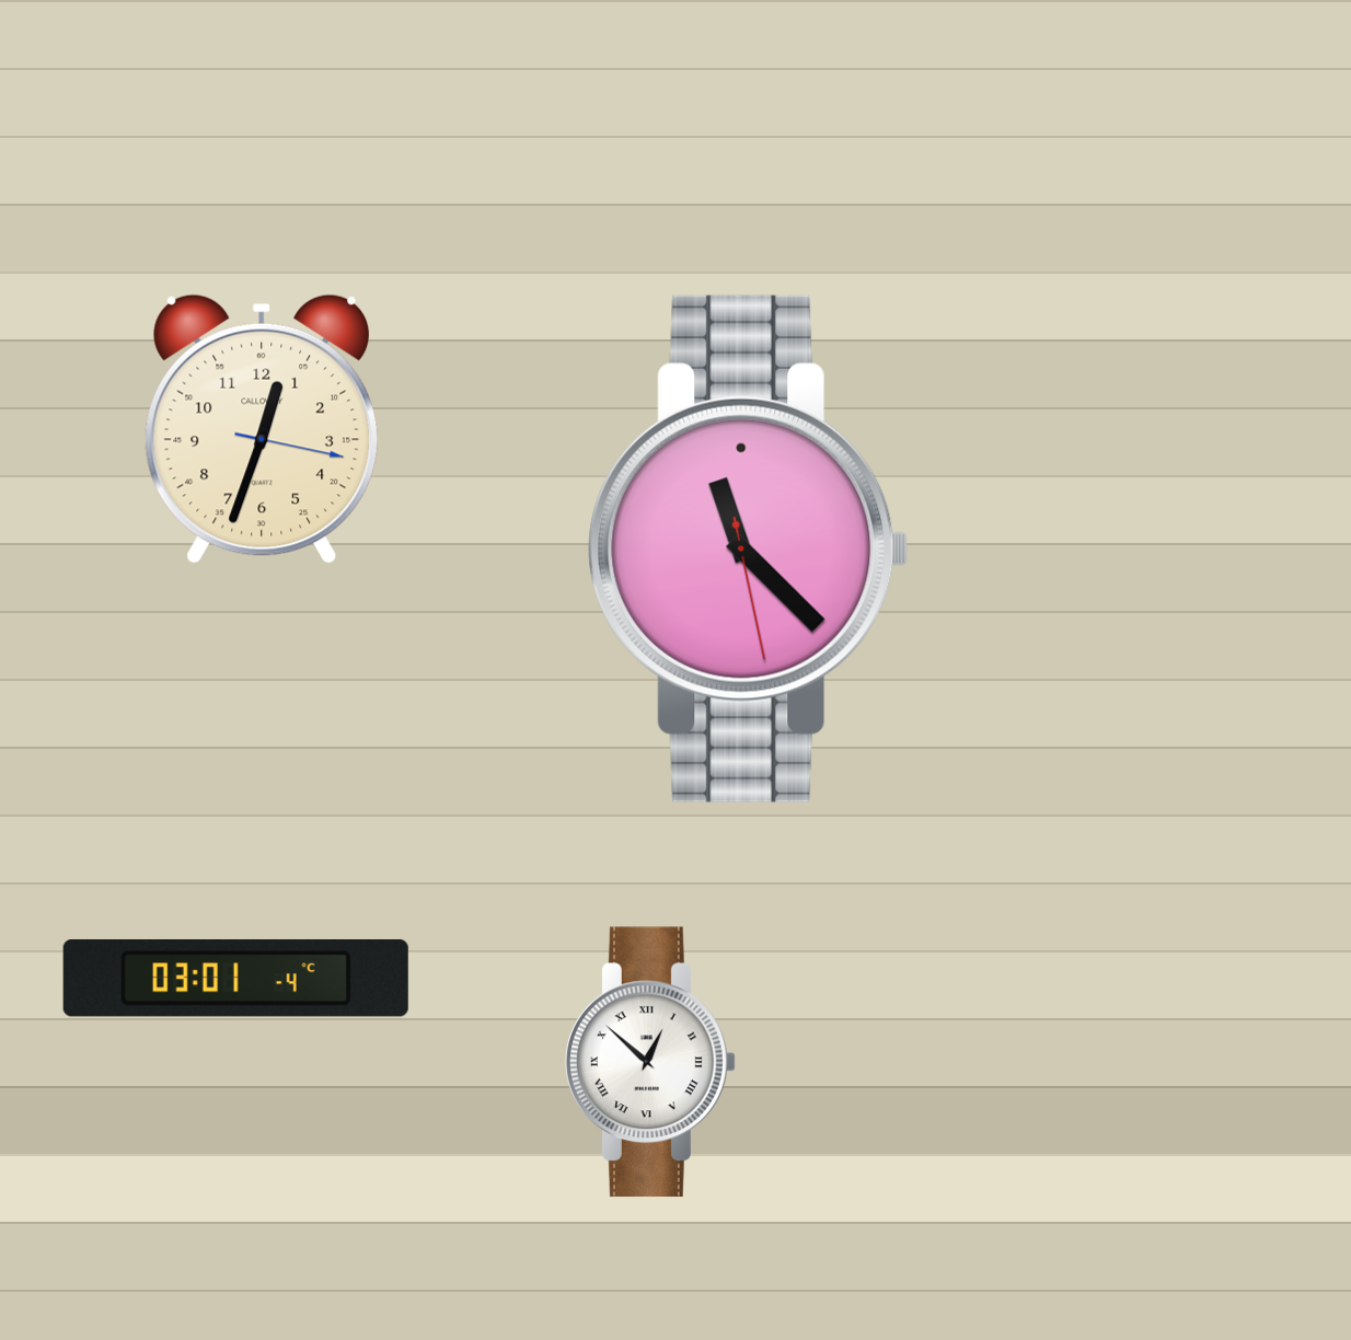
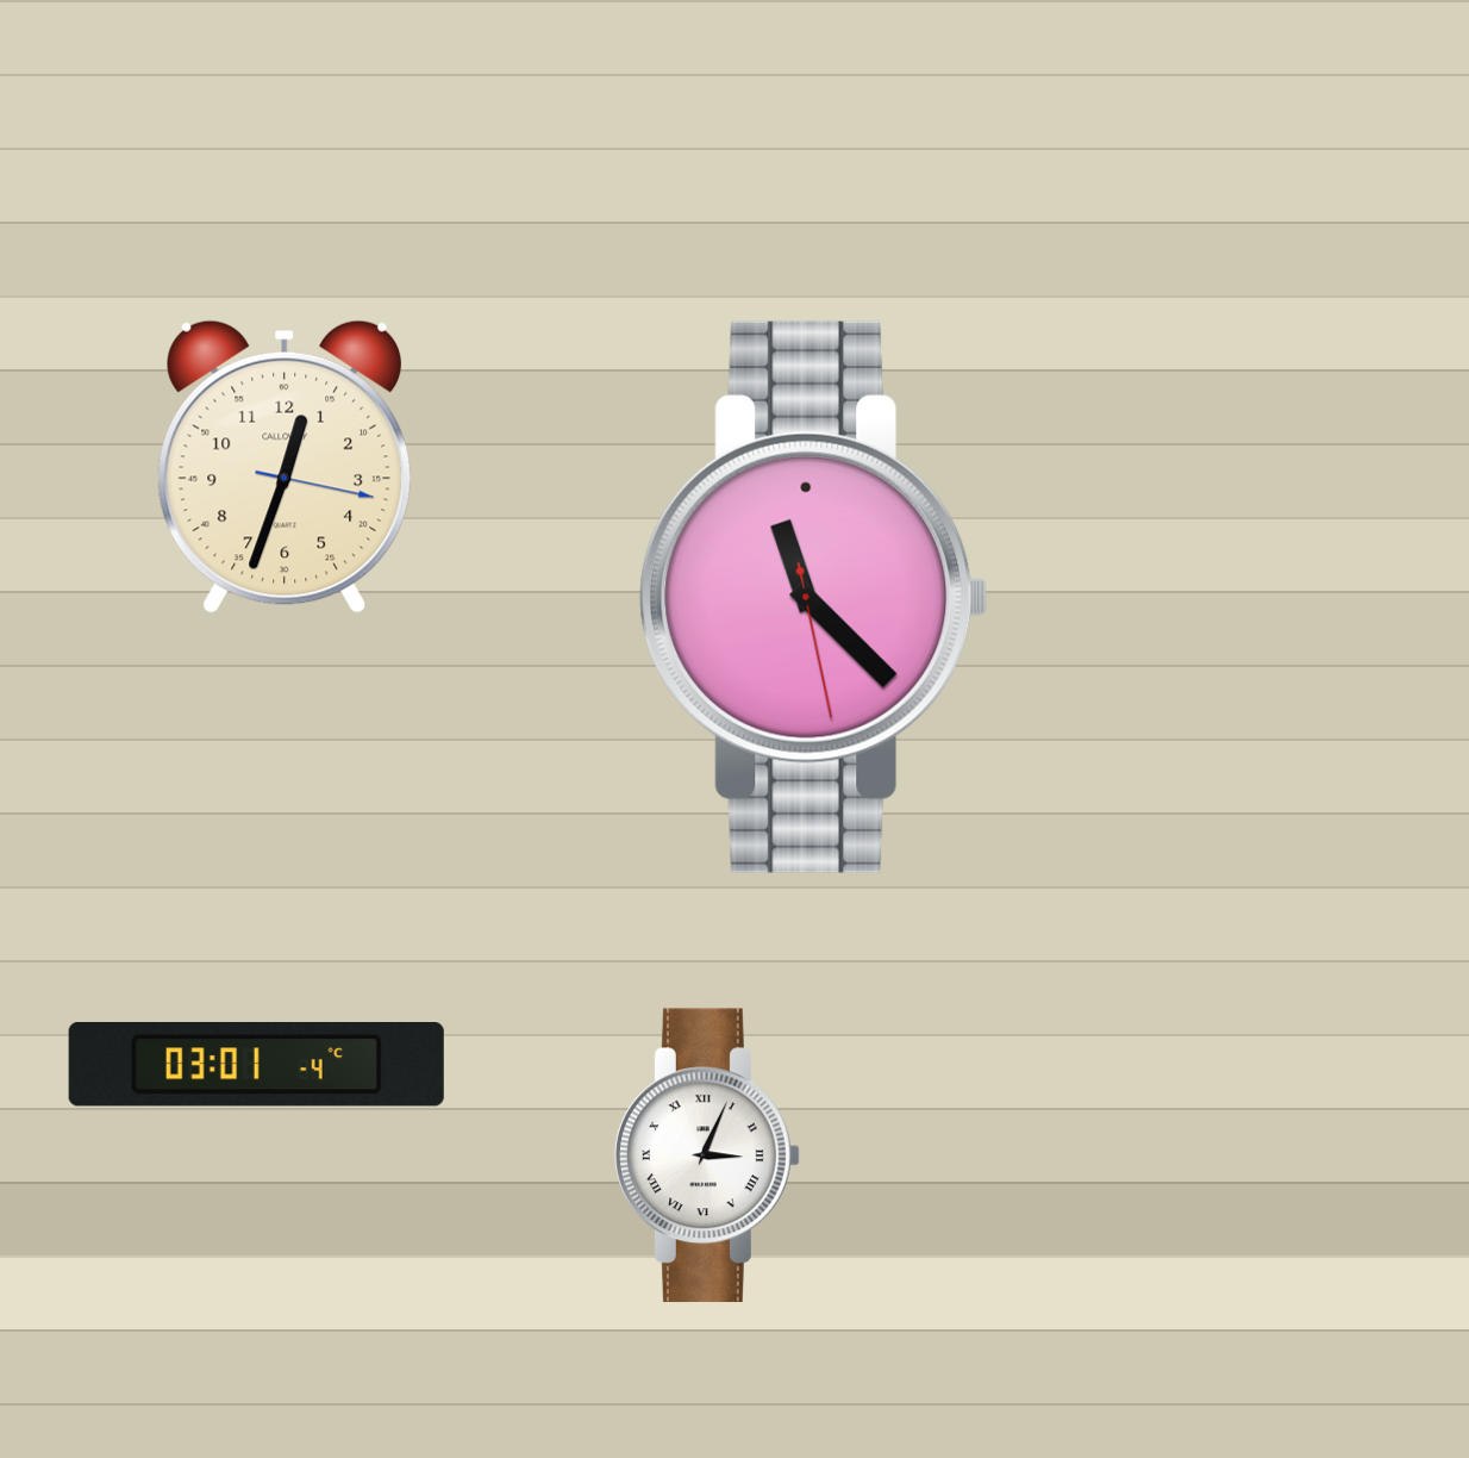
clock at (650, 1062): 12:52 -> 3:04
